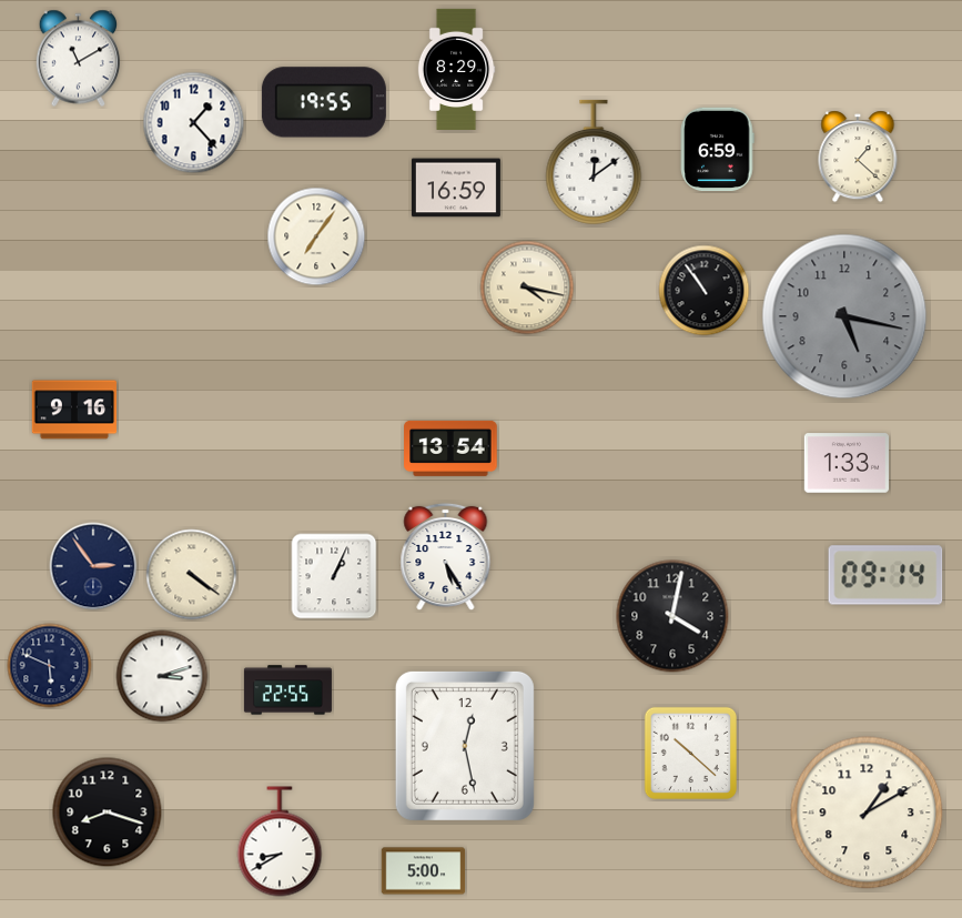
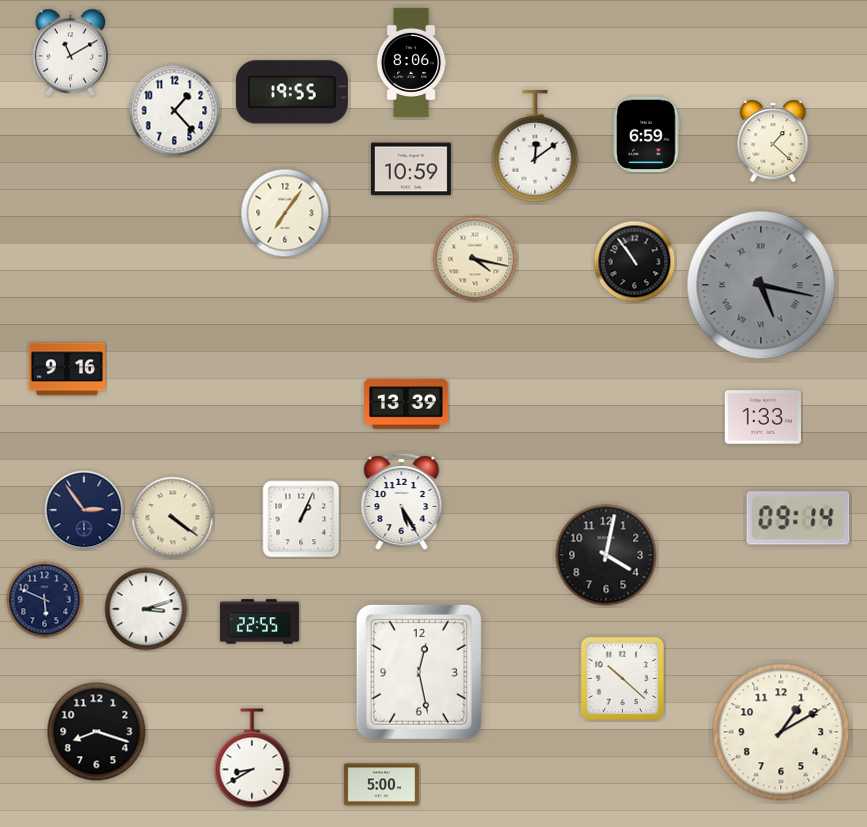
clock at (456, 69): 8:29 -> 8:06
clock at (456, 188): 16:59 -> 10:59
clock at (844, 316) numerals: Arabic -> Roman
clock at (450, 448): 13:54 -> 13:39
